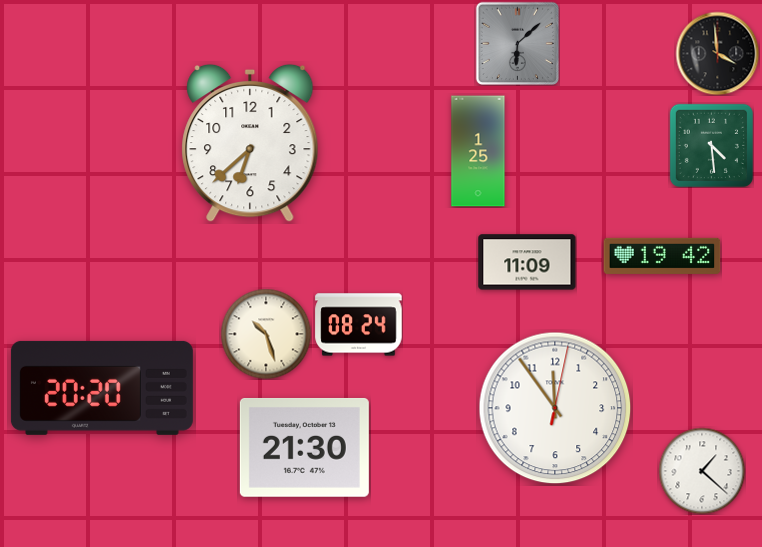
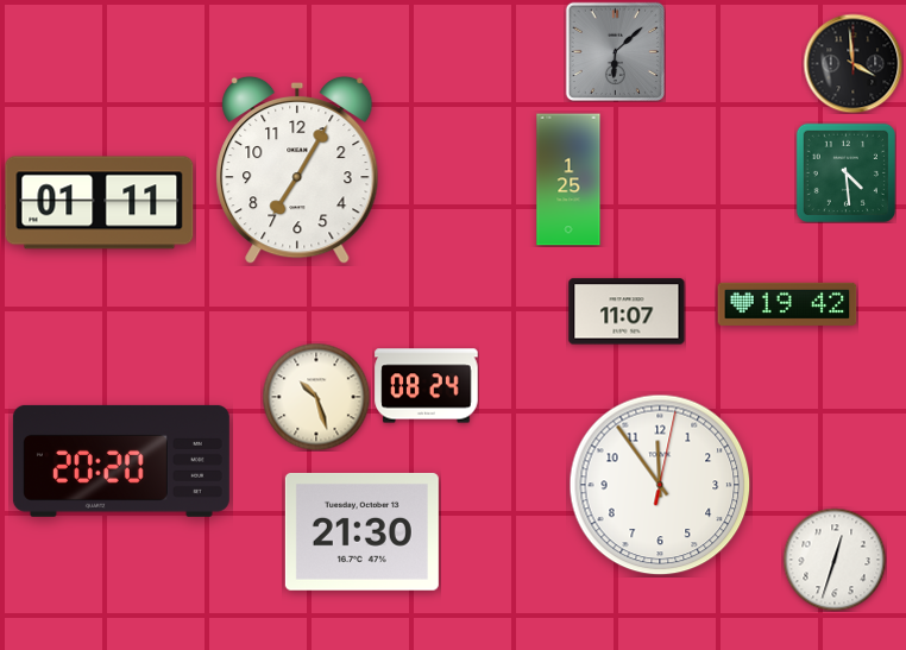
clock at (250, 143): 6:38 -> 7:05
clock at (100, 203): none -> 01:11
clock at (527, 262): 11:09 -> 11:07
clock at (702, 471): 1:22 -> 12:33
